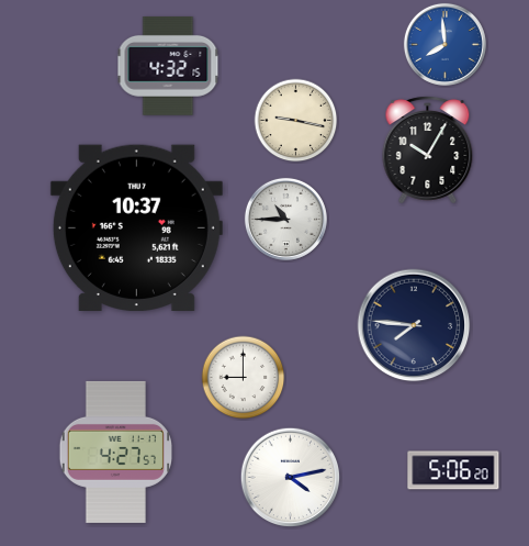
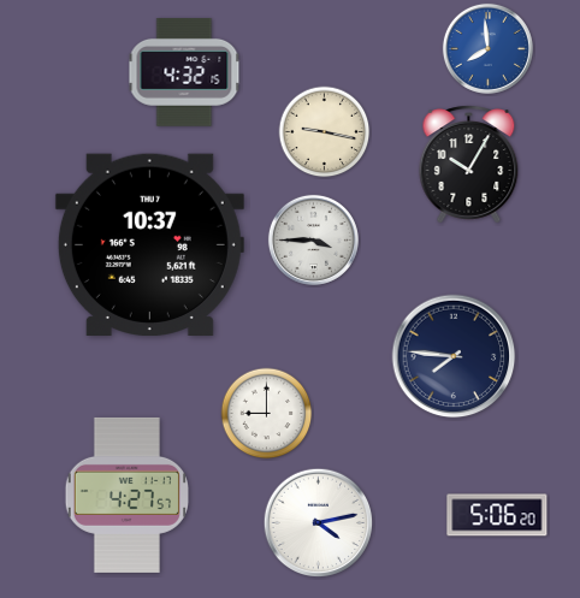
clock at (285, 219): 10:45 -> 3:45
clock at (136, 227) position: (136, 227) -> (149, 244)
